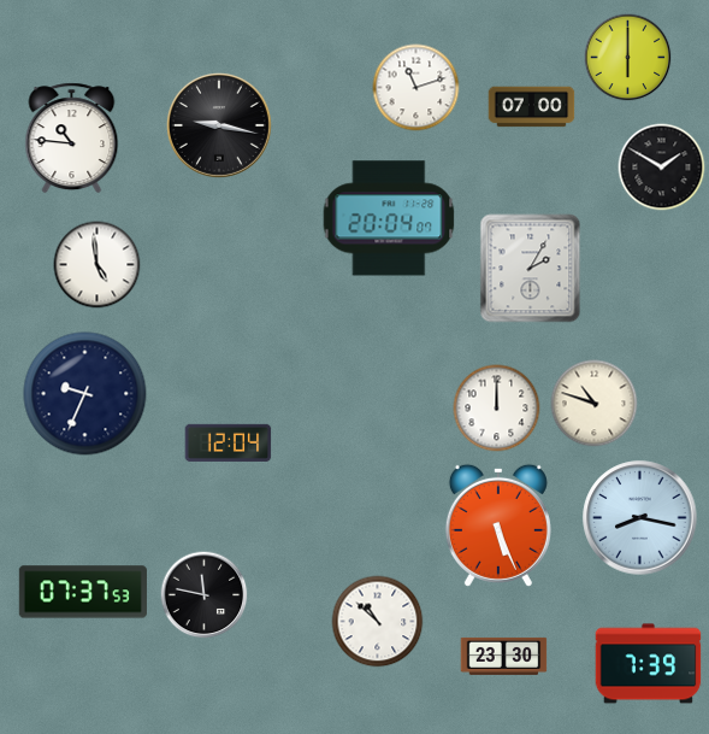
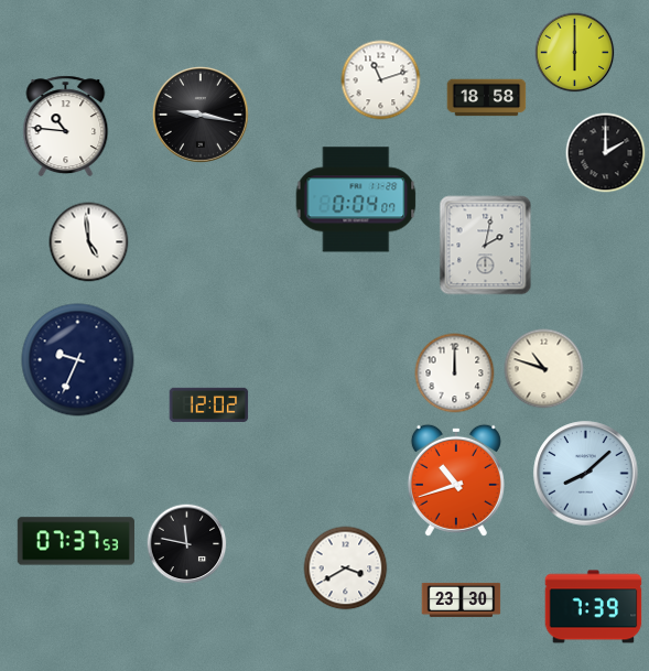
clock at (532, 107): 07:00 -> 18:58
clock at (662, 168): 1:50 -> 2:00
clock at (389, 218): 20:04 -> 0:04
clock at (531, 269): 2:05 -> 2:02
clock at (229, 442): 12:04 -> 12:02
clock at (640, 518): 8:17 -> 8:08
clock at (498, 525): 5:26 -> 10:42
clock at (378, 622): 10:52 -> 3:40
